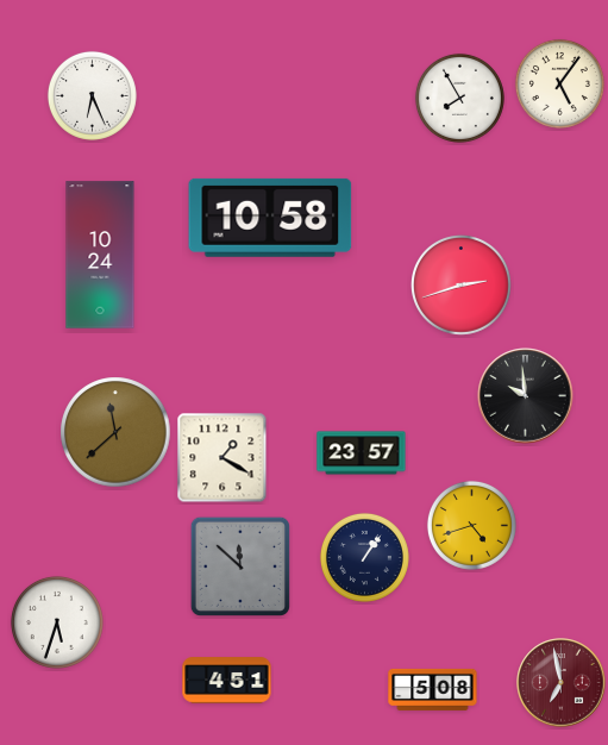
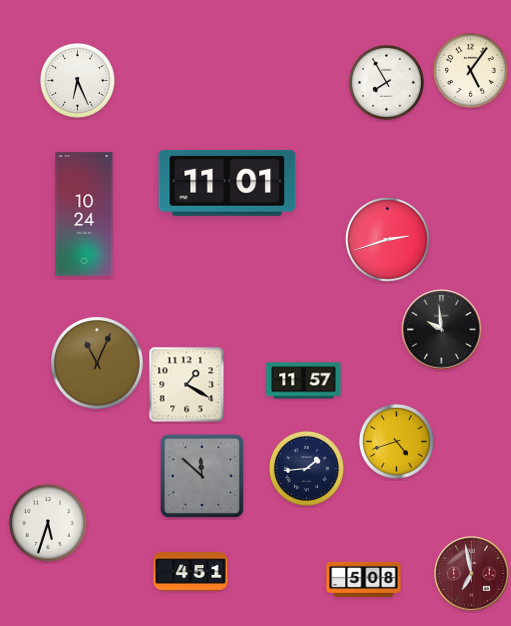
clock at (270, 218): 10:58 -> 11:01
clock at (526, 396) position: (526, 396) -> (442, 330)
clock at (115, 432): 11:38 -> 11:04
clock at (362, 453): 23:57 -> 11:57
clock at (364, 557): 1:06 -> 1:44
